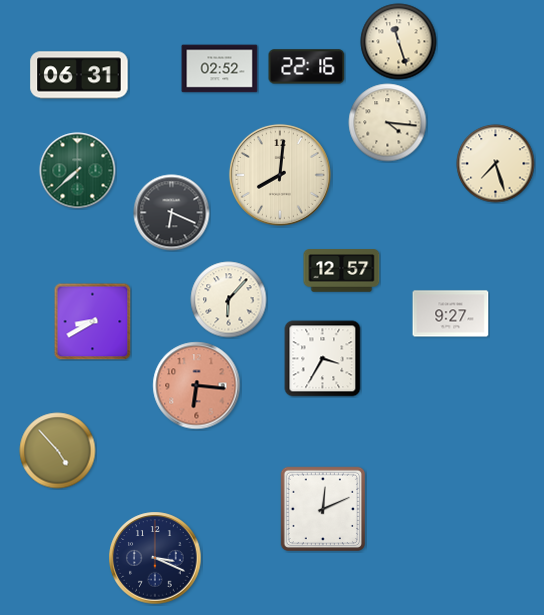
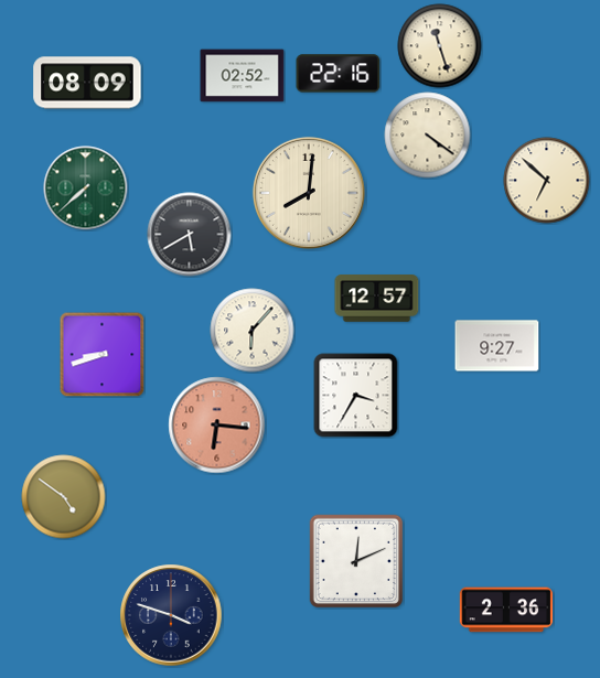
clock at (79, 75): 06:31 -> 08:09
clock at (388, 123): 4:16 -> 4:21
clock at (496, 164): 7:27 -> 6:52
clock at (172, 213): 6:19 -> 5:40
clock at (92, 321): 8:40 -> 8:42
clock at (58, 451): 4:53 -> 4:51
clock at (506, 610): none -> 2:36
clock at (155, 558): 3:19 -> 3:48
